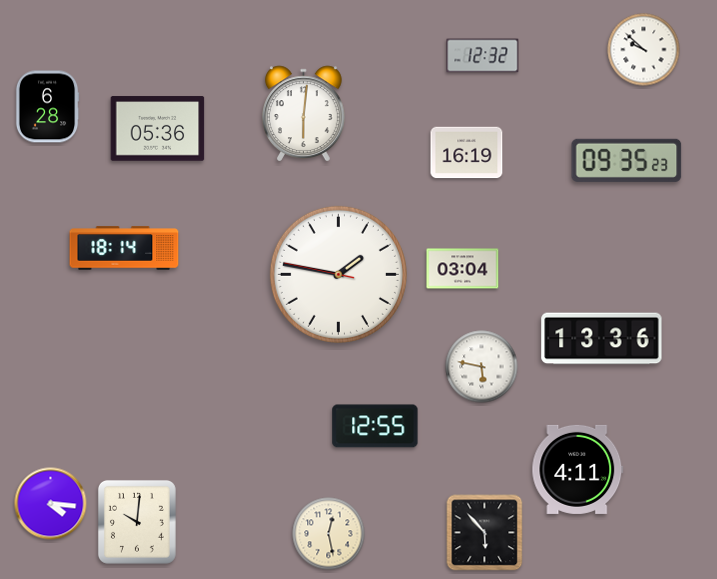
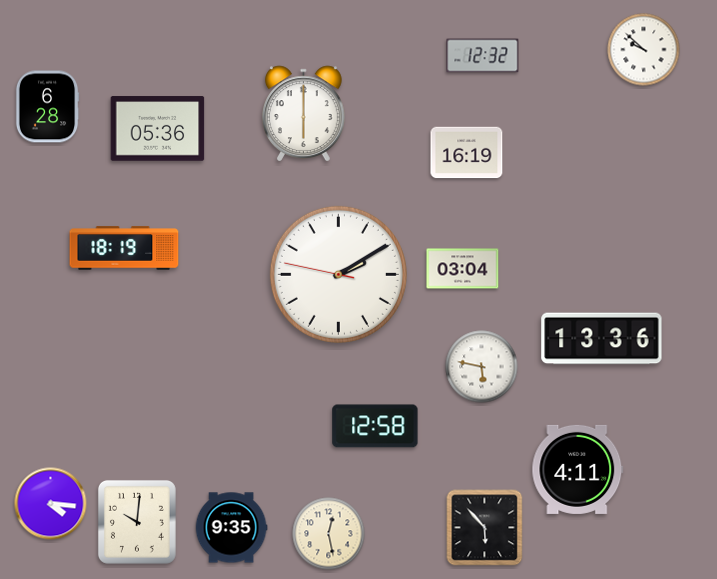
clock at (303, 114): 6:01 -> 6:00
clock at (627, 160): 09:35 -> none
clock at (124, 248): 18:14 -> 18:19
clock at (338, 274): 1:46 -> 2:09
clock at (375, 426): 12:55 -> 12:58
clock at (231, 528): none -> 9:35
clock at (485, 533) position: (485, 533) -> (485, 528)
